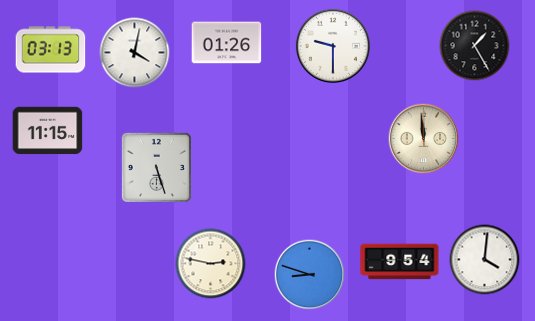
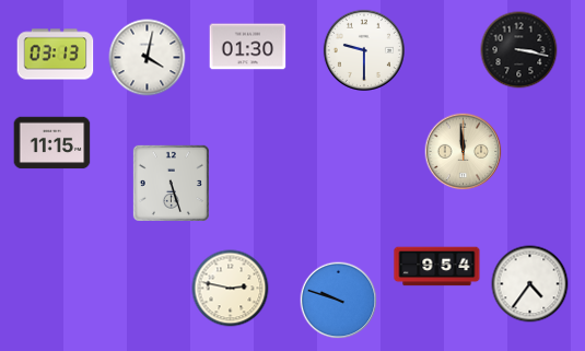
clock at (227, 43): 01:26 -> 01:30
clock at (475, 46): 1:25 -> 3:17
clock at (485, 260): 4:01 -> 4:36
clock at (400, 262) position: (400, 262) -> (437, 267)
clock at (310, 275): 8:48 -> 9:48
